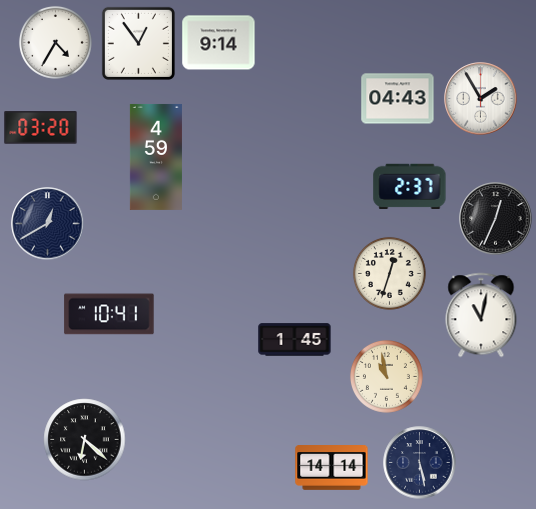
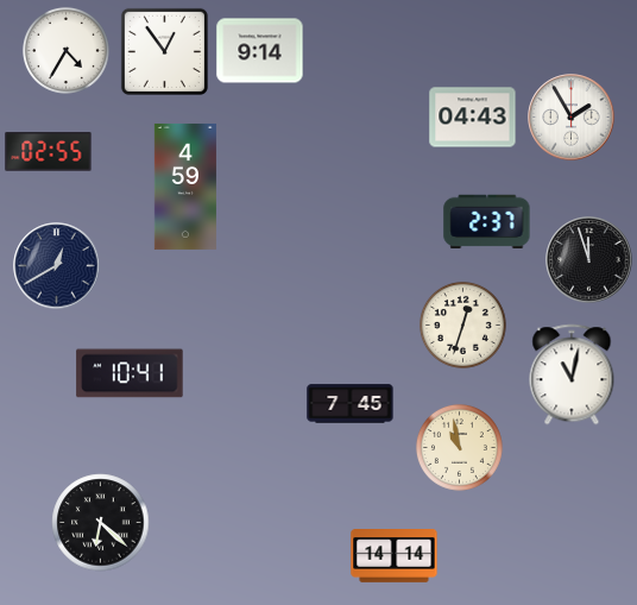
clock at (41, 128): 03:20 -> 02:55
clock at (496, 219): 12:34 -> 11:57
clock at (295, 340): 1:45 -> 7:45
clock at (420, 463): 5:28 -> none
